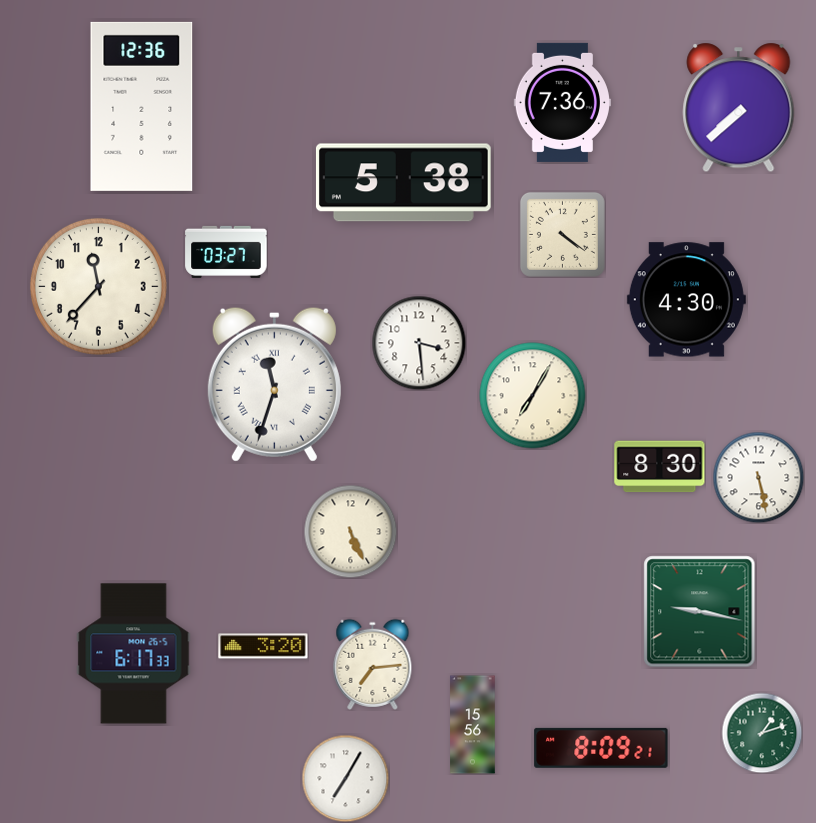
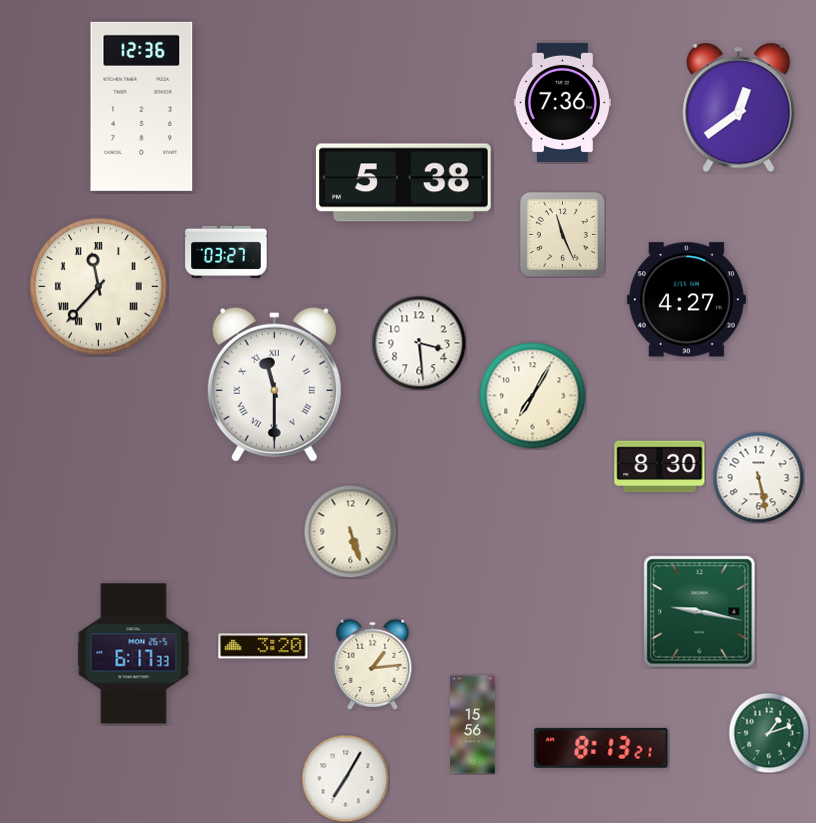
clock at (739, 108): 7:38 -> 12:39
clock at (562, 234): 4:21 -> 11:26
clock at (98, 286) numerals: Arabic -> Roman
clock at (686, 300): 4:30 -> 4:27
clock at (274, 384): 11:33 -> 11:30
clock at (350, 531): 5:26 -> 5:27
clock at (373, 664): 7:14 -> 1:14
clock at (762, 733) position: (762, 733) -> (769, 733)
clock at (601, 748): 8:09 -> 8:13
